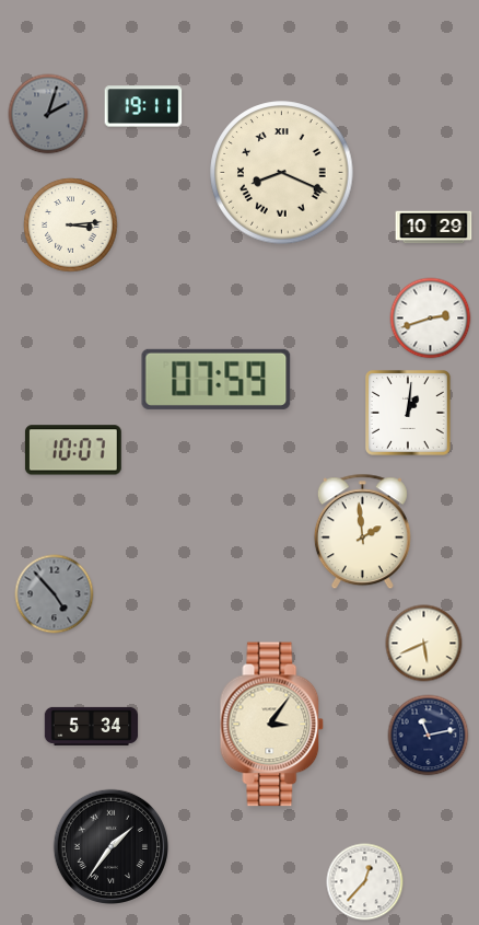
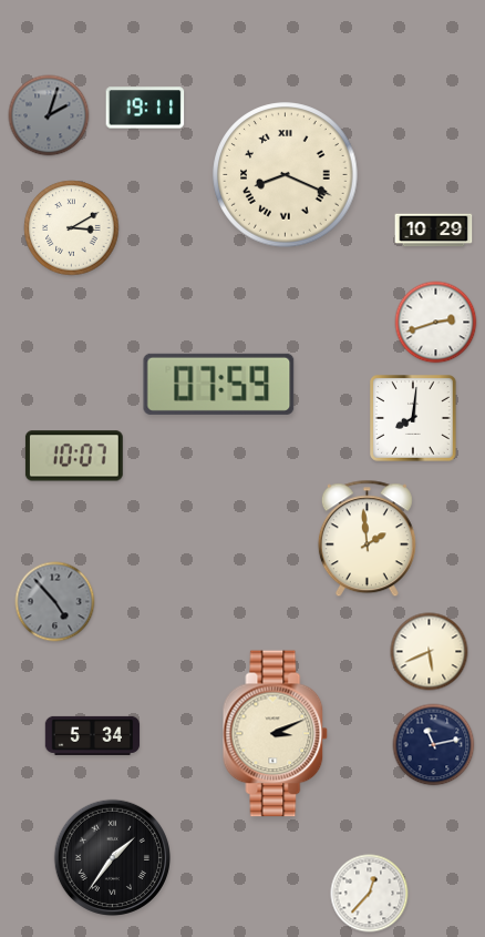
clock at (71, 226): 3:14 -> 3:10
clock at (434, 228) position: (434, 228) -> (434, 231)
clock at (409, 414): 1:01 -> 8:01
clock at (272, 725): 3:06 -> 3:11
